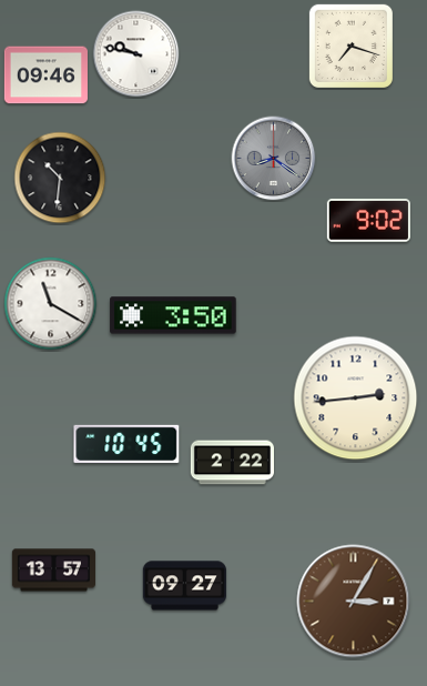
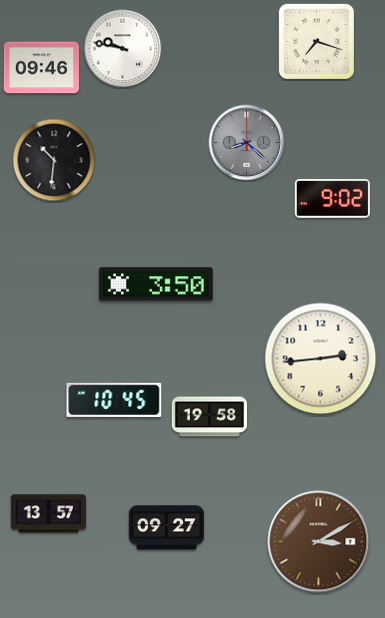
clock at (274, 159): 8:21 -> 8:22
clock at (51, 304): 11:20 -> none
clock at (232, 463): 2:22 -> 19:58
clock at (354, 602): 3:05 -> 3:10
